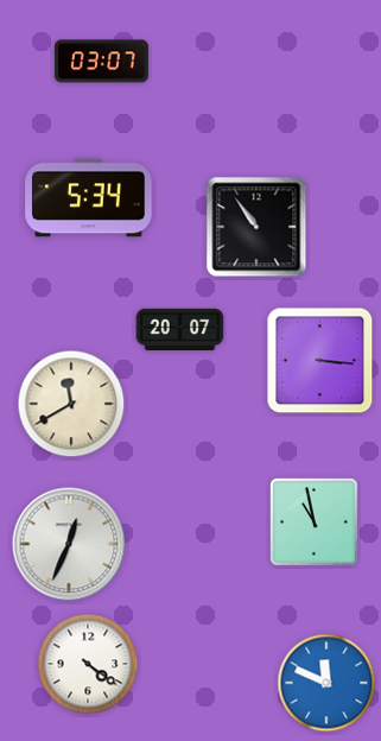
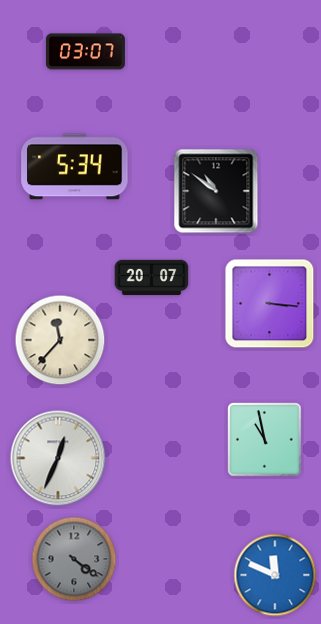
clock at (256, 227): 10:54 -> 10:51
clock at (71, 404): 11:40 -> 11:37
clock at (88, 664) dial: white -> grey
